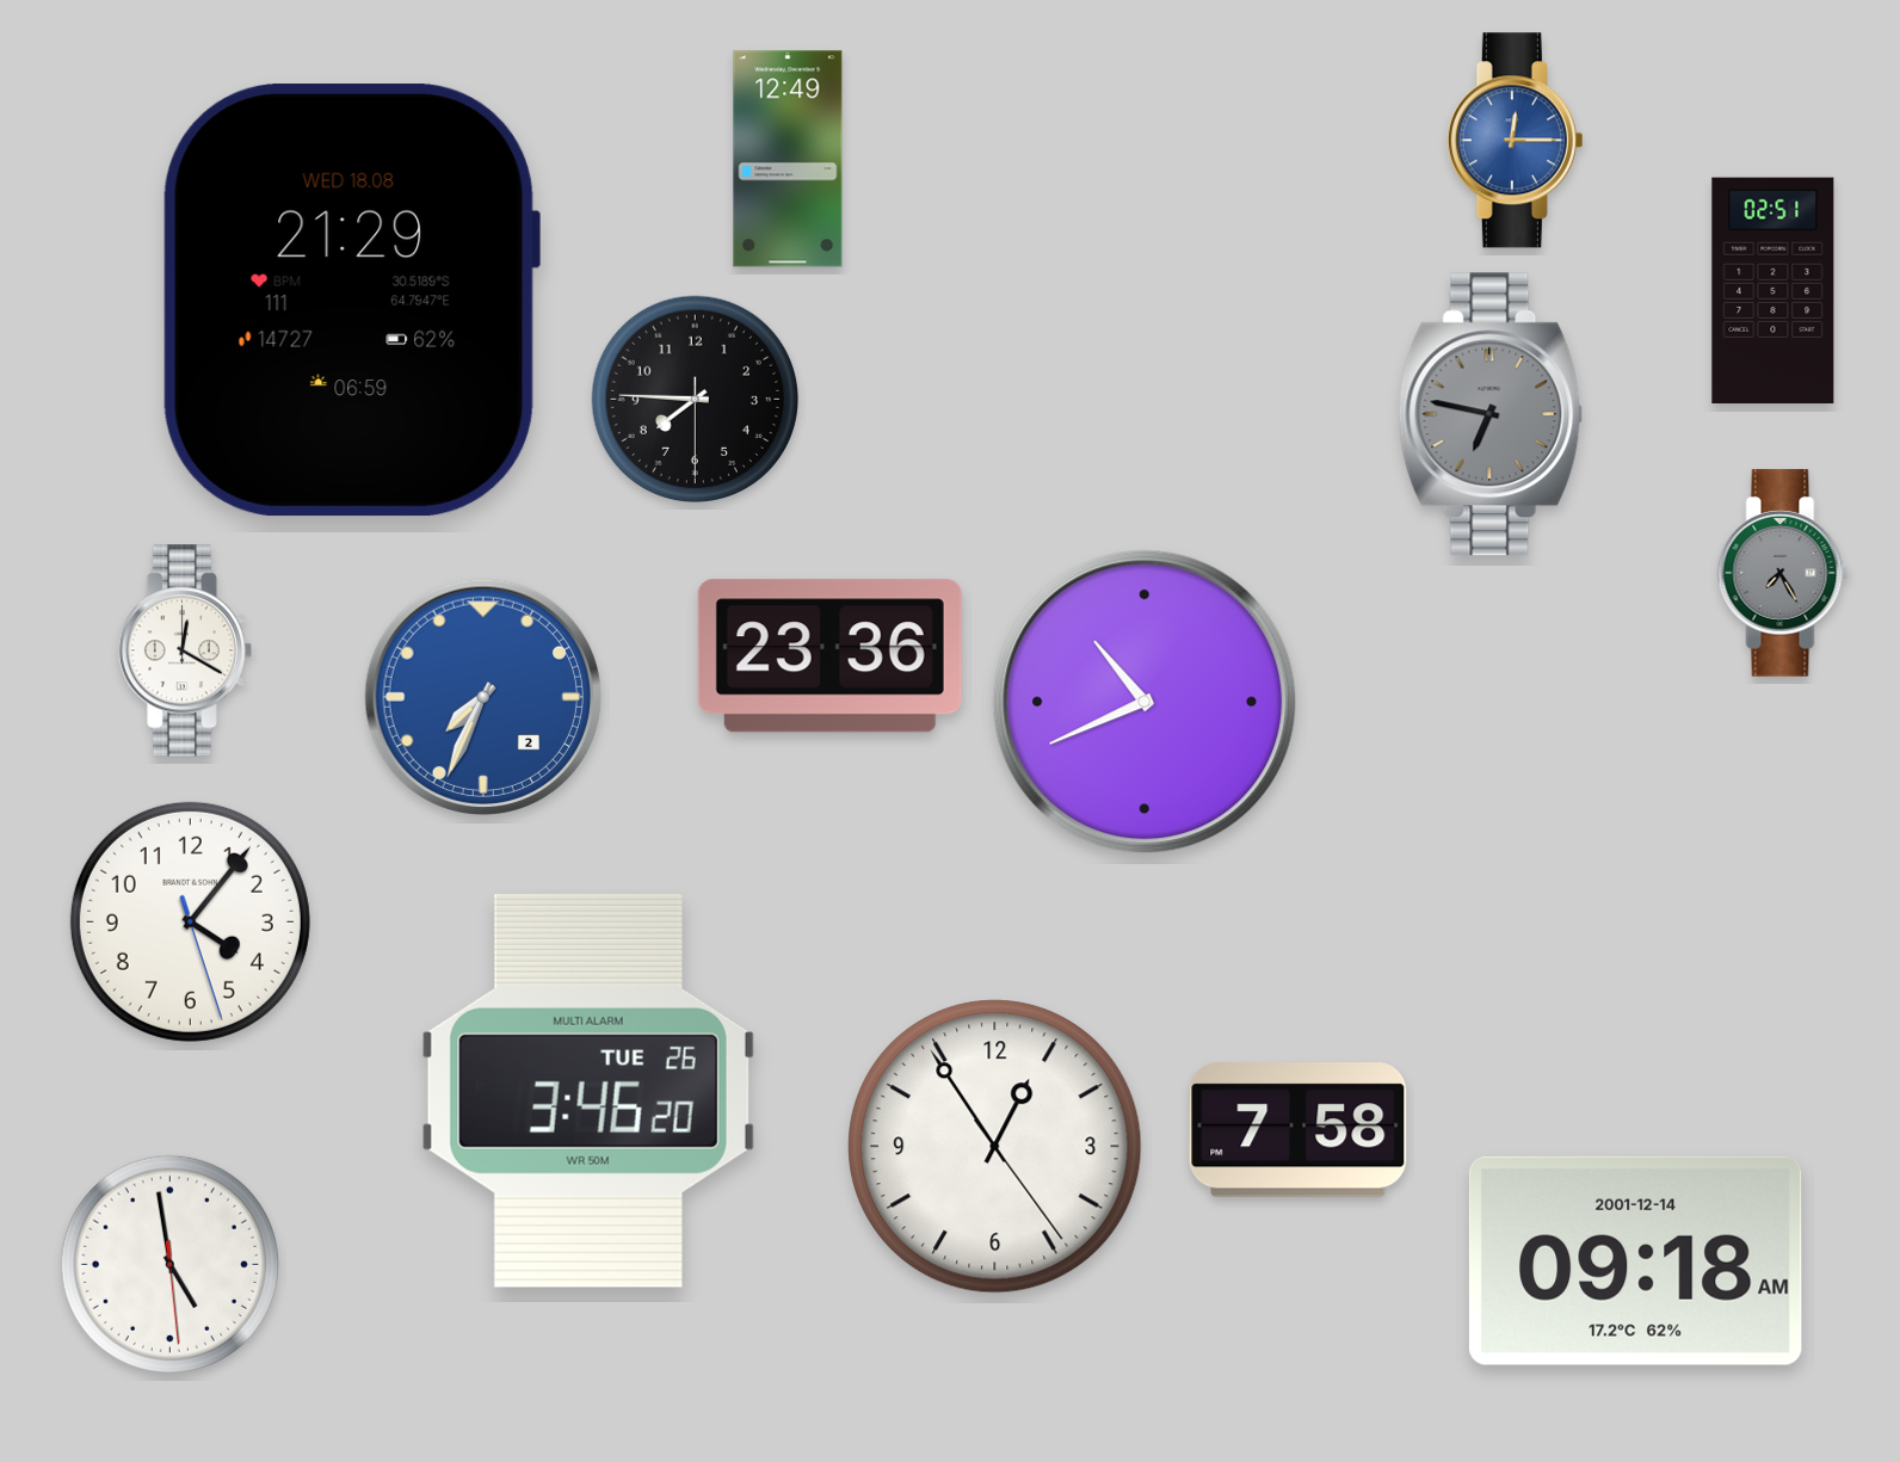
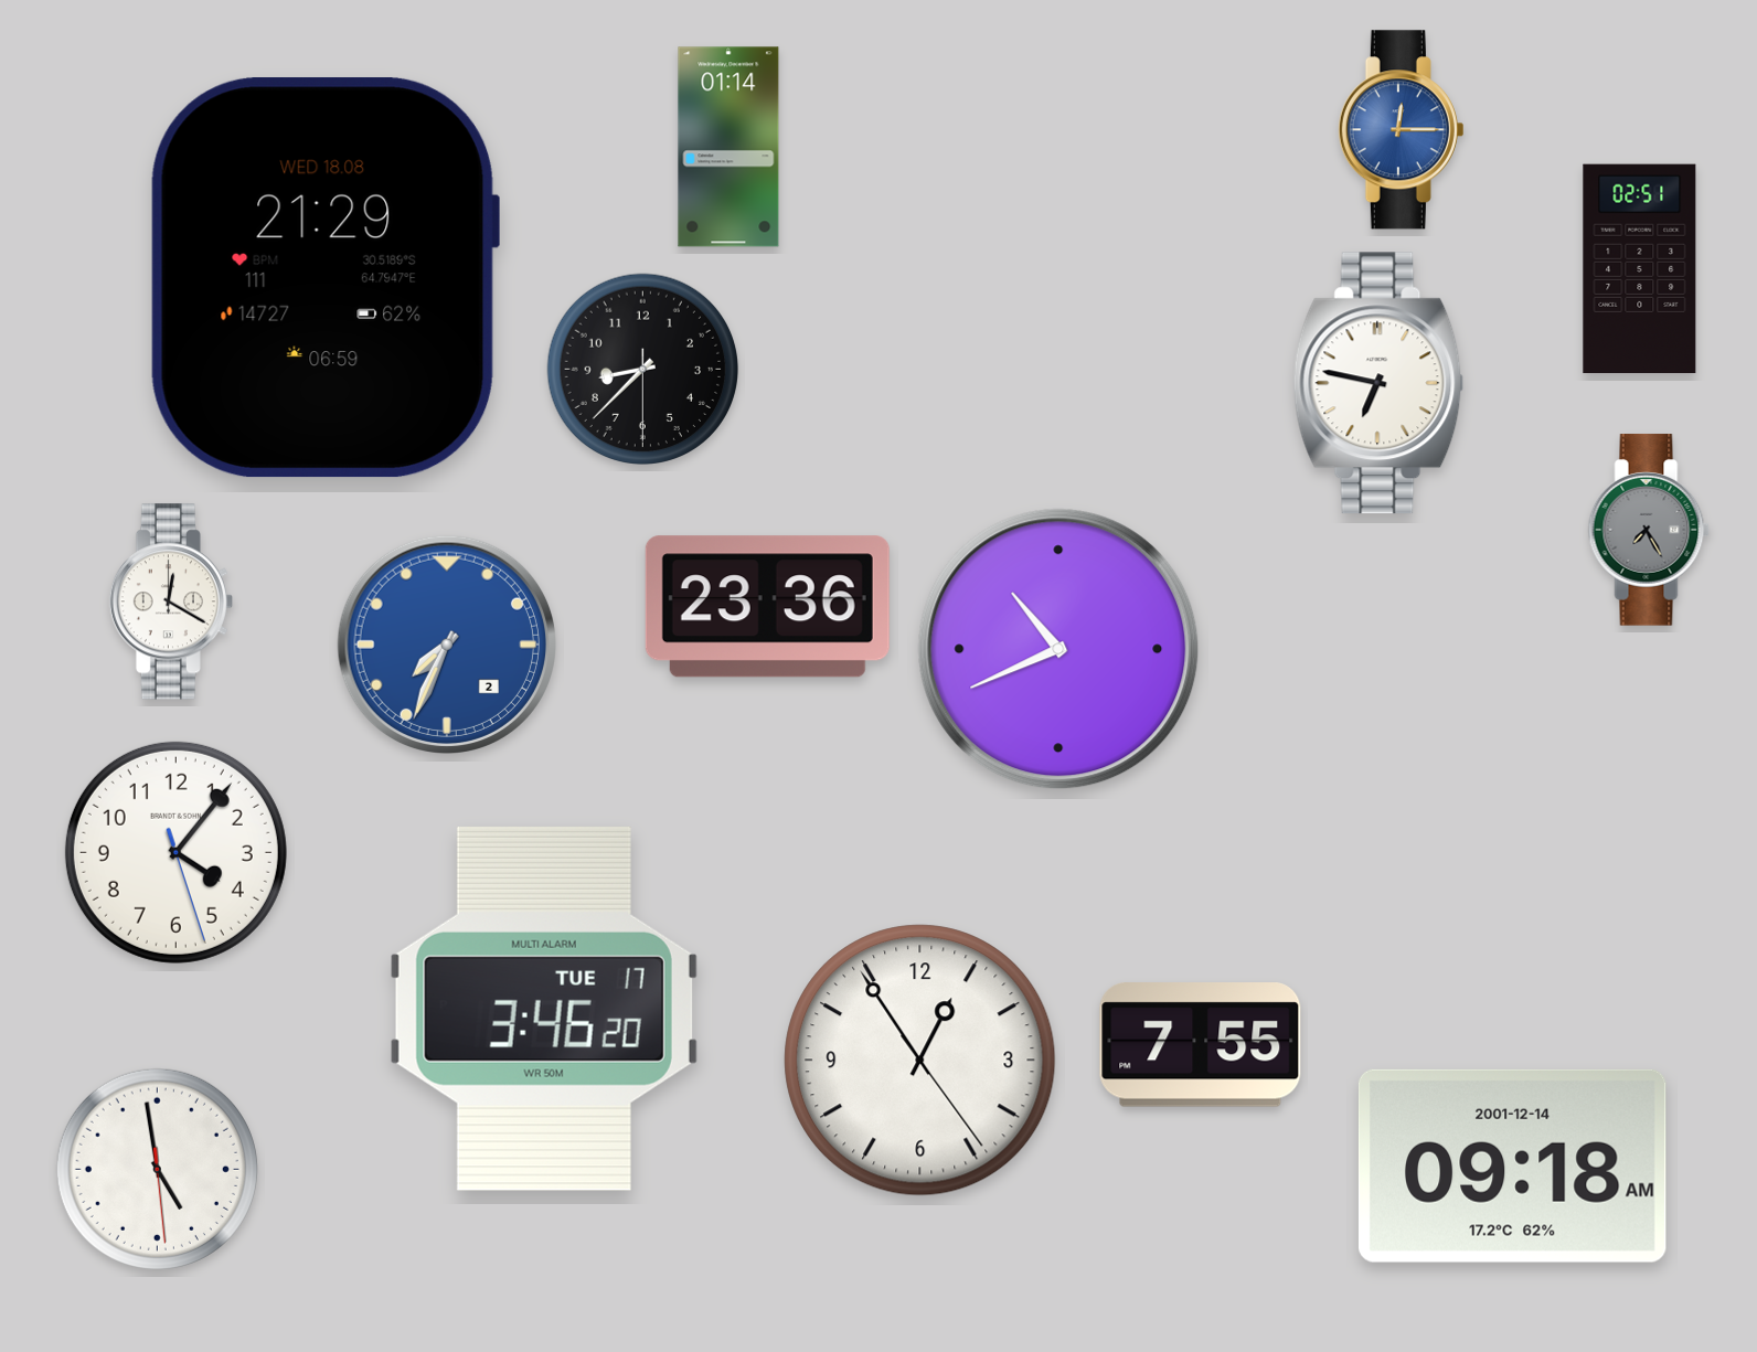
clock at (788, 159): 12:49 -> 01:14
clock at (696, 400): 7:45 -> 8:37
clock at (1491, 414) dial: grey -> white
clock at (588, 1091) date: TUE 26 -> TUE 17
clock at (1298, 1130): 7:58 -> 7:55
